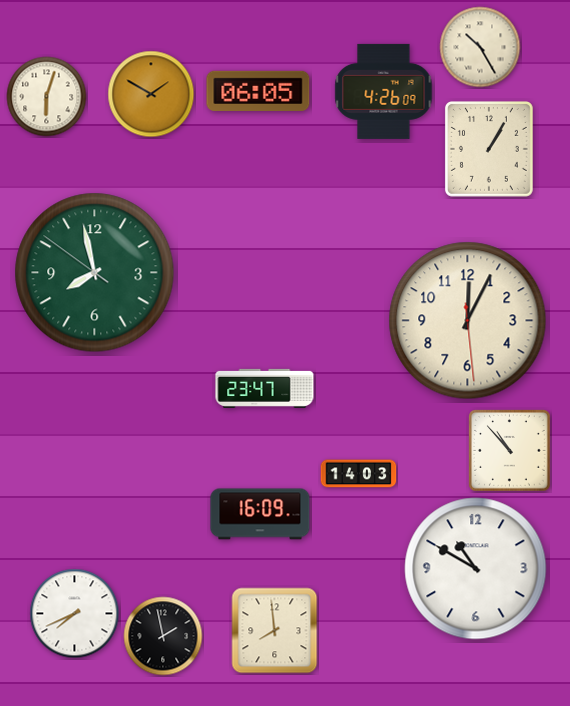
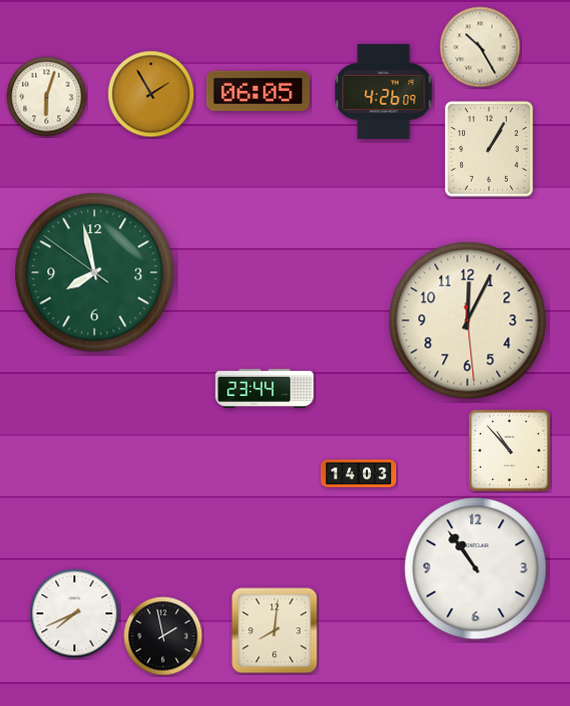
clock at (151, 94): 1:50 -> 1:55
clock at (265, 388): 23:47 -> 23:44
clock at (260, 514): 16:09 -> none
clock at (476, 569): 10:50 -> 10:54
clock at (275, 631): 7:59 -> 8:01
